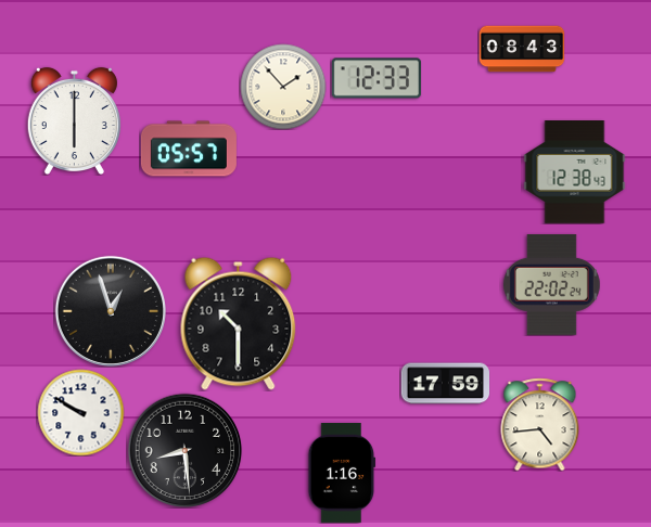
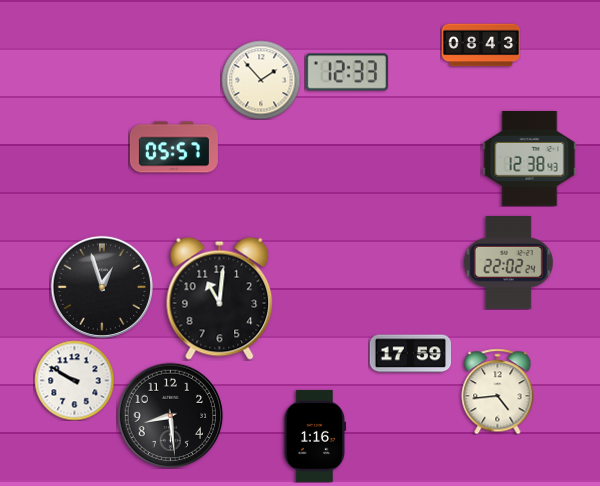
clock at (74, 120): 6:00 -> none
clock at (189, 149) position: (189, 149) -> (174, 147)
clock at (239, 323): 10:30 -> 11:01
